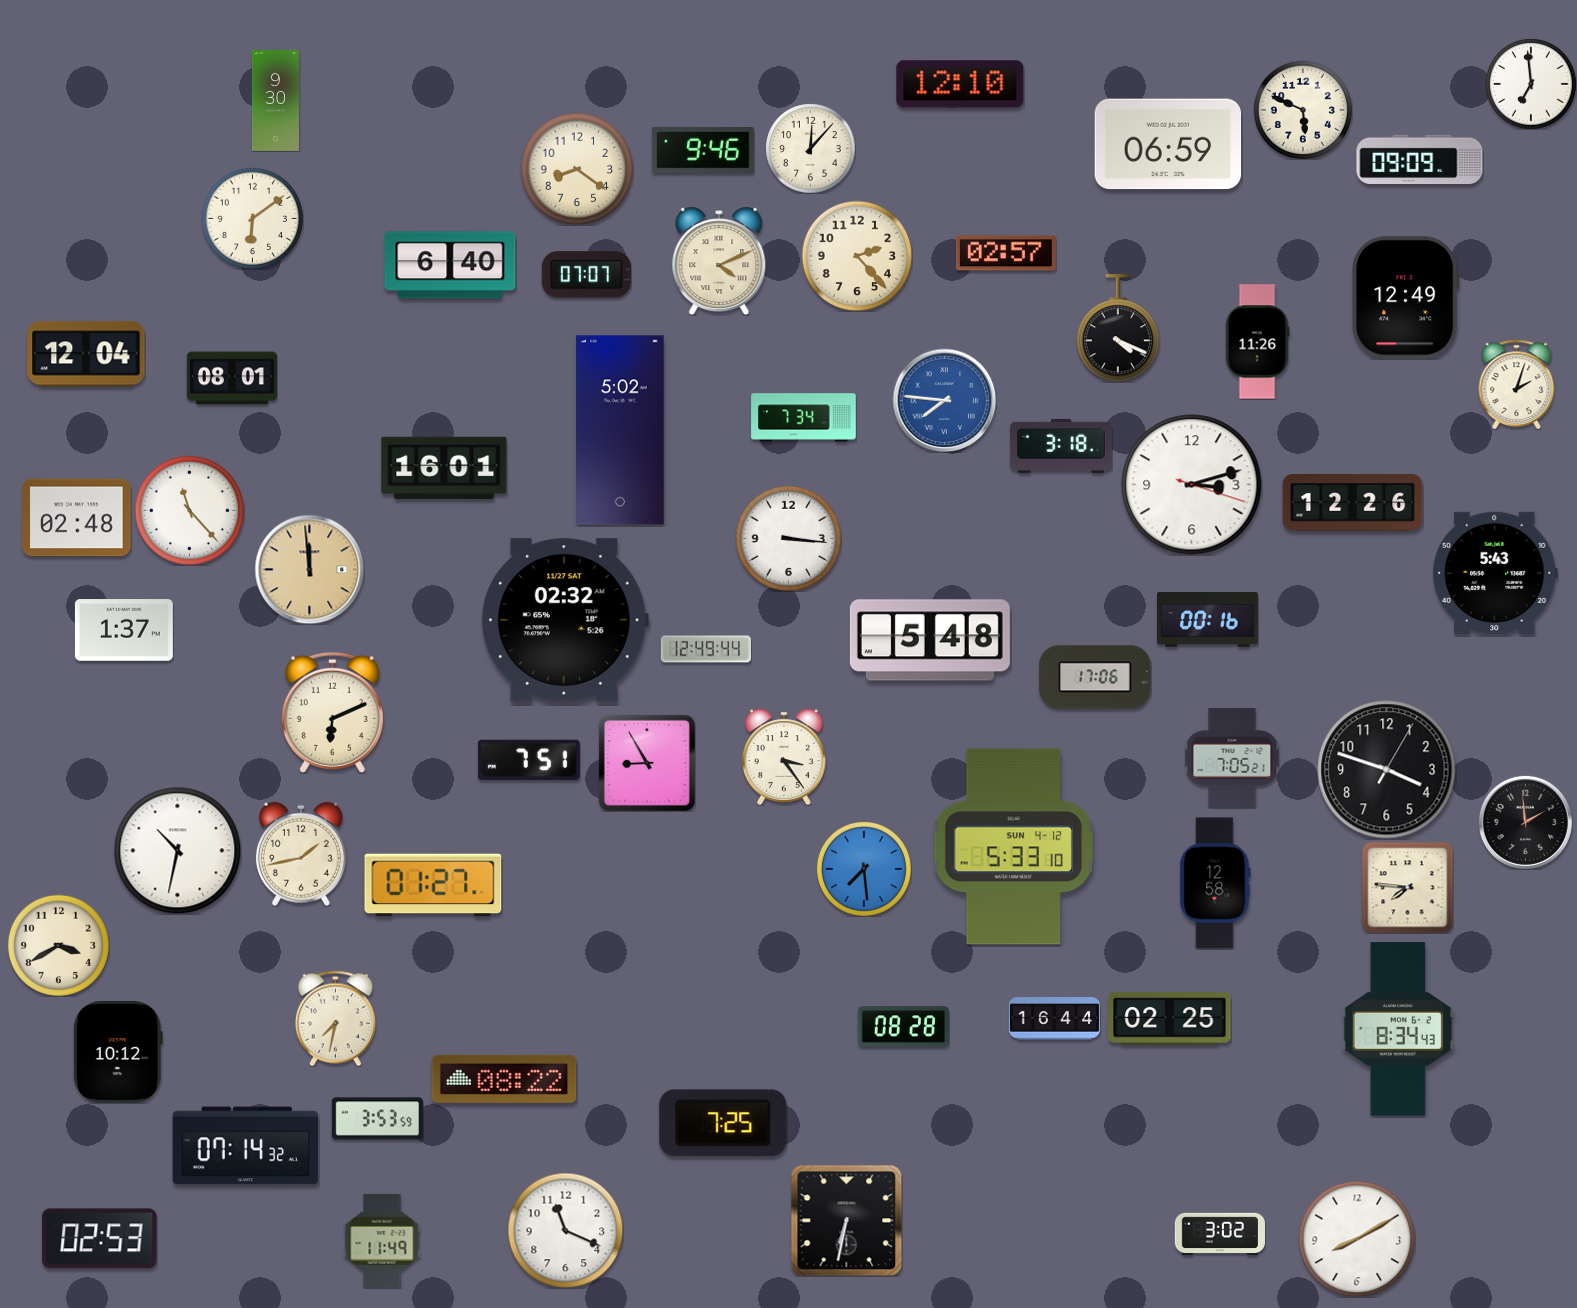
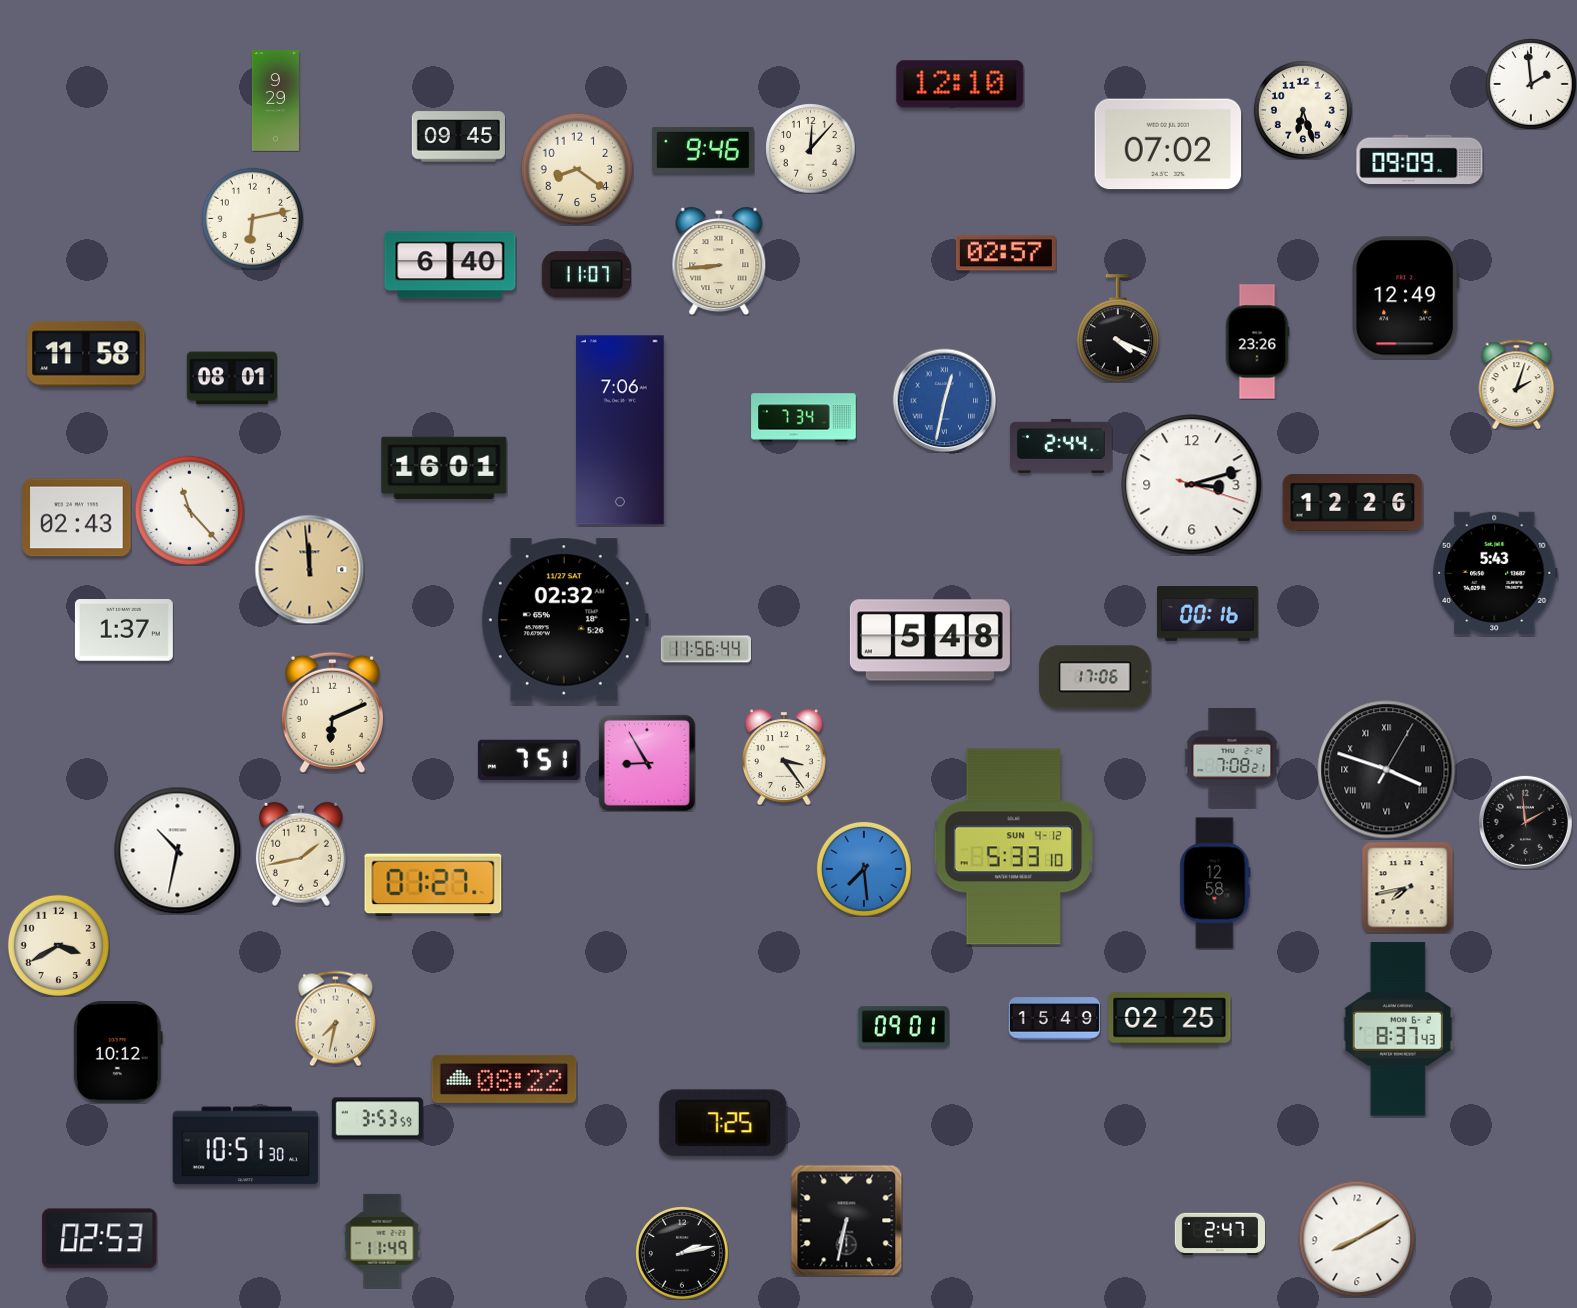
clock at (1531, 84): 6:59 -> 1:59
clock at (275, 101): 9:30 -> 9:29
clock at (1303, 110): 5:49 -> 6:27
clock at (458, 137): none -> 09:45
clock at (1168, 144): 06:59 -> 07:02
clock at (252, 218): 6:09 -> 6:13
clock at (857, 256): 2:23 -> none
clock at (719, 261): 4:11 -> 8:44
clock at (586, 275): 07:07 -> 11:07
clock at (1257, 342): 11:26 -> 23:26
clock at (86, 354): 12:04 -> 11:58
clock at (944, 400): 7:46 -> 12:32
clock at (620, 430): 5:02 -> 7:06
clock at (1061, 446): 3:18 -> 2:44
clock at (77, 518): 02:48 -> 02:43
clock at (788, 538): 3:16 -> none
clock at (1207, 620) position: (1207, 620) -> (1207, 614)
clock at (705, 649): 12:49 -> 11:56
clock at (1232, 758): 7:05 -> 7:08
clock at (1387, 770) numerals: Arabic -> Roman
clock at (1407, 887): 7:46 -> 7:43
clock at (1054, 1019): 16:44 -> 15:49
clock at (903, 1027): 08:28 -> 09:01
clock at (1398, 1029): 8:34 -> 8:37
clock at (246, 1146): 07:14 -> 10:51
clock at (565, 1230): 11:19 -> none
clock at (1219, 1233): 3:02 -> 2:47
clock at (682, 1253): none -> 2:13
